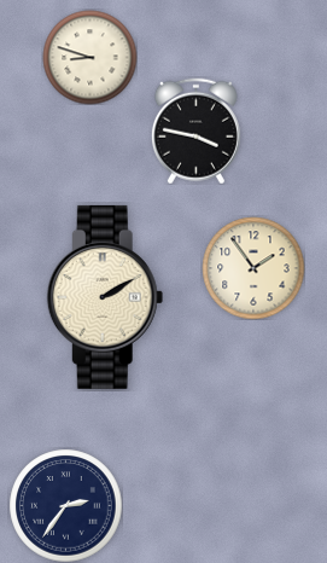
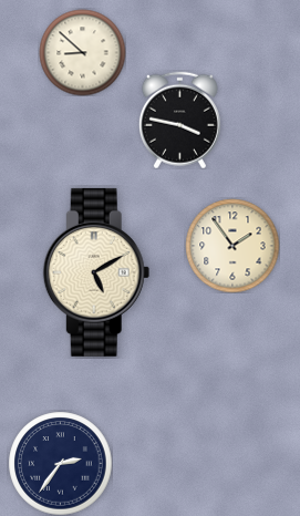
clock at (89, 57): 8:48 -> 8:52
clock at (105, 297): 2:10 -> 5:10
